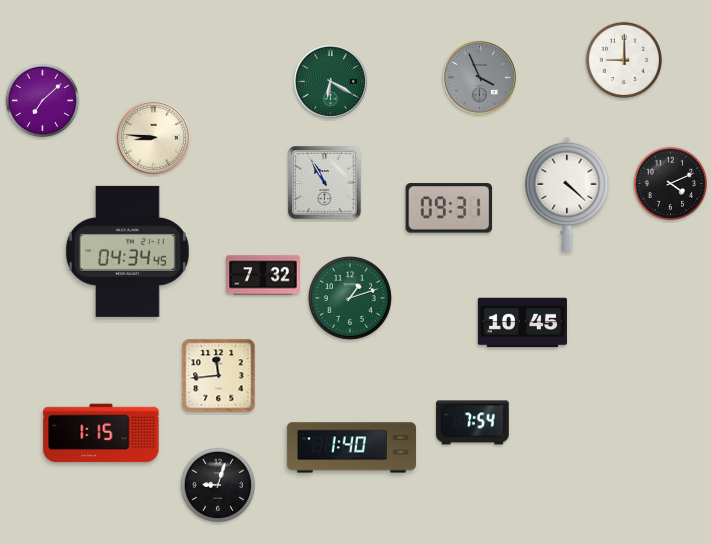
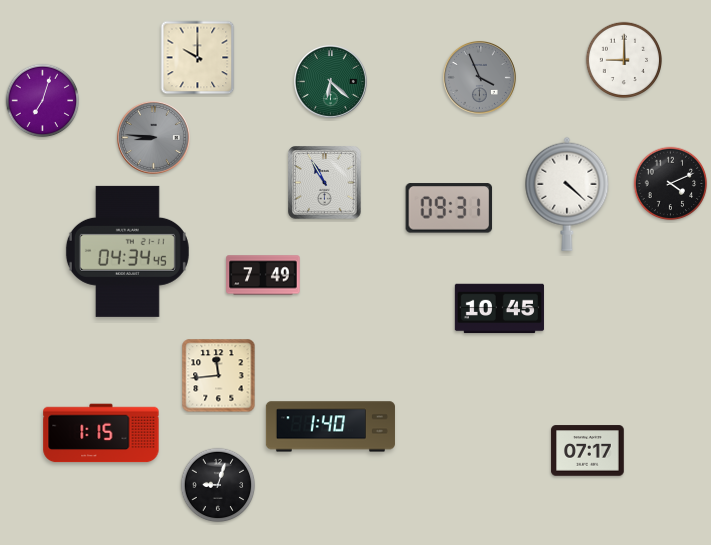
clock at (198, 58): none -> 10:00
clock at (330, 81): 6:20 -> 6:22
clock at (43, 101): 7:08 -> 7:03
clock at (153, 137) dial: cream -> grey
clock at (263, 275): 7:32 -> 7:49
clock at (350, 298): 1:12 -> none
clock at (522, 323) position: (522, 323) -> (499, 309)
clock at (473, 423): 7:54 -> none
clock at (351, 448) position: (351, 448) -> (330, 427)
clock at (588, 451): none -> 07:17
